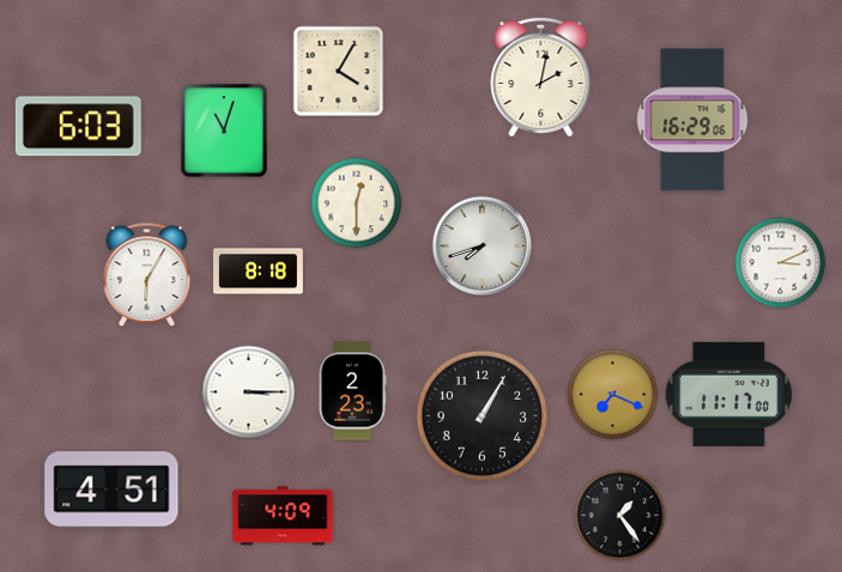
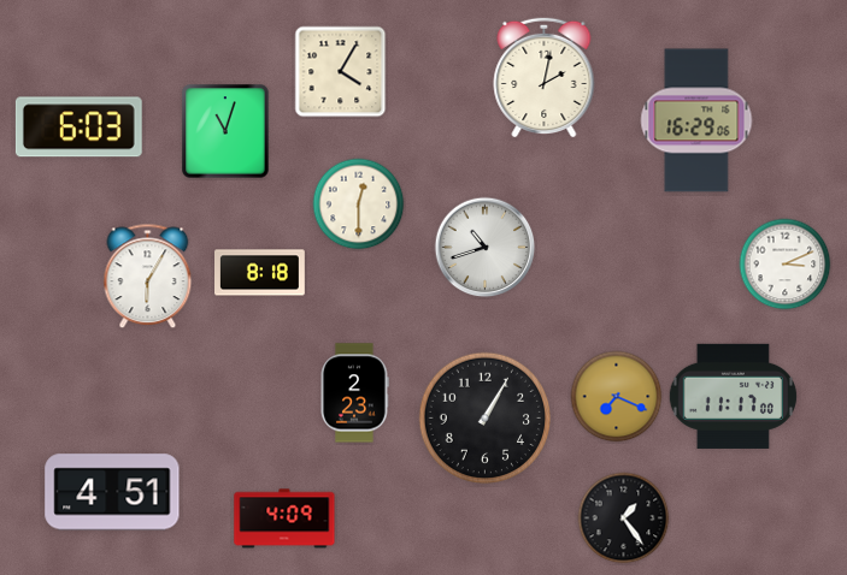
clock at (483, 247): 7:42 -> 10:42
clock at (249, 393): 3:15 -> none
